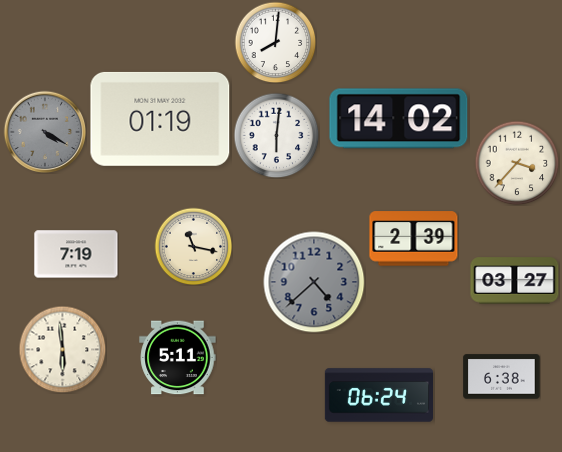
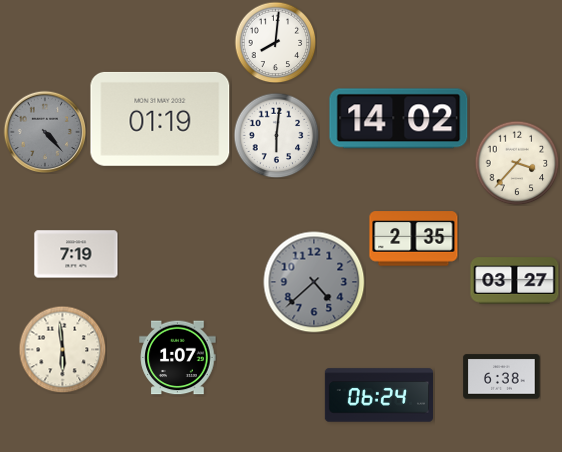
clock at (45, 132): 4:20 -> 4:23
clock at (414, 239): 2:39 -> 2:35
clock at (193, 246): 11:17 -> none
clock at (178, 358): 5:11 -> 1:07
